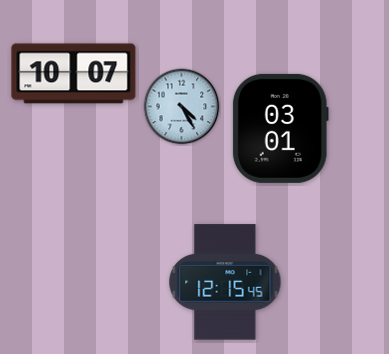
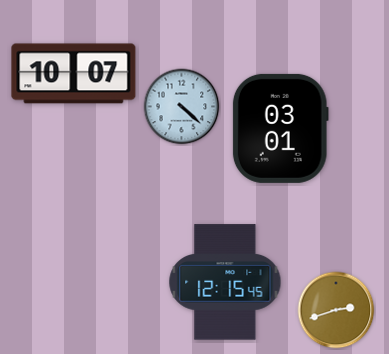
clock at (182, 107): 4:25 -> 4:22
clock at (336, 310): none -> 2:42
